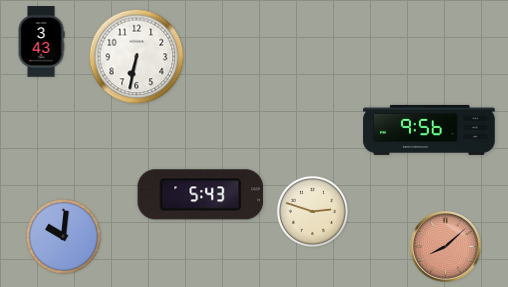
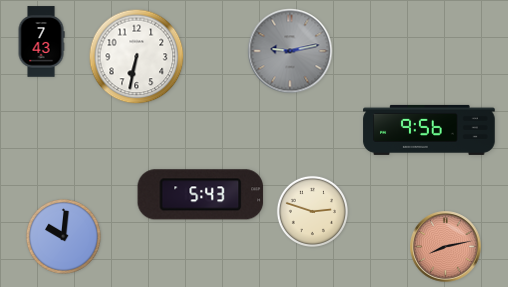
clock at (41, 42): 3:43 -> 7:43
clock at (290, 51): none -> 9:13
clock at (446, 247): 8:08 -> 8:13
